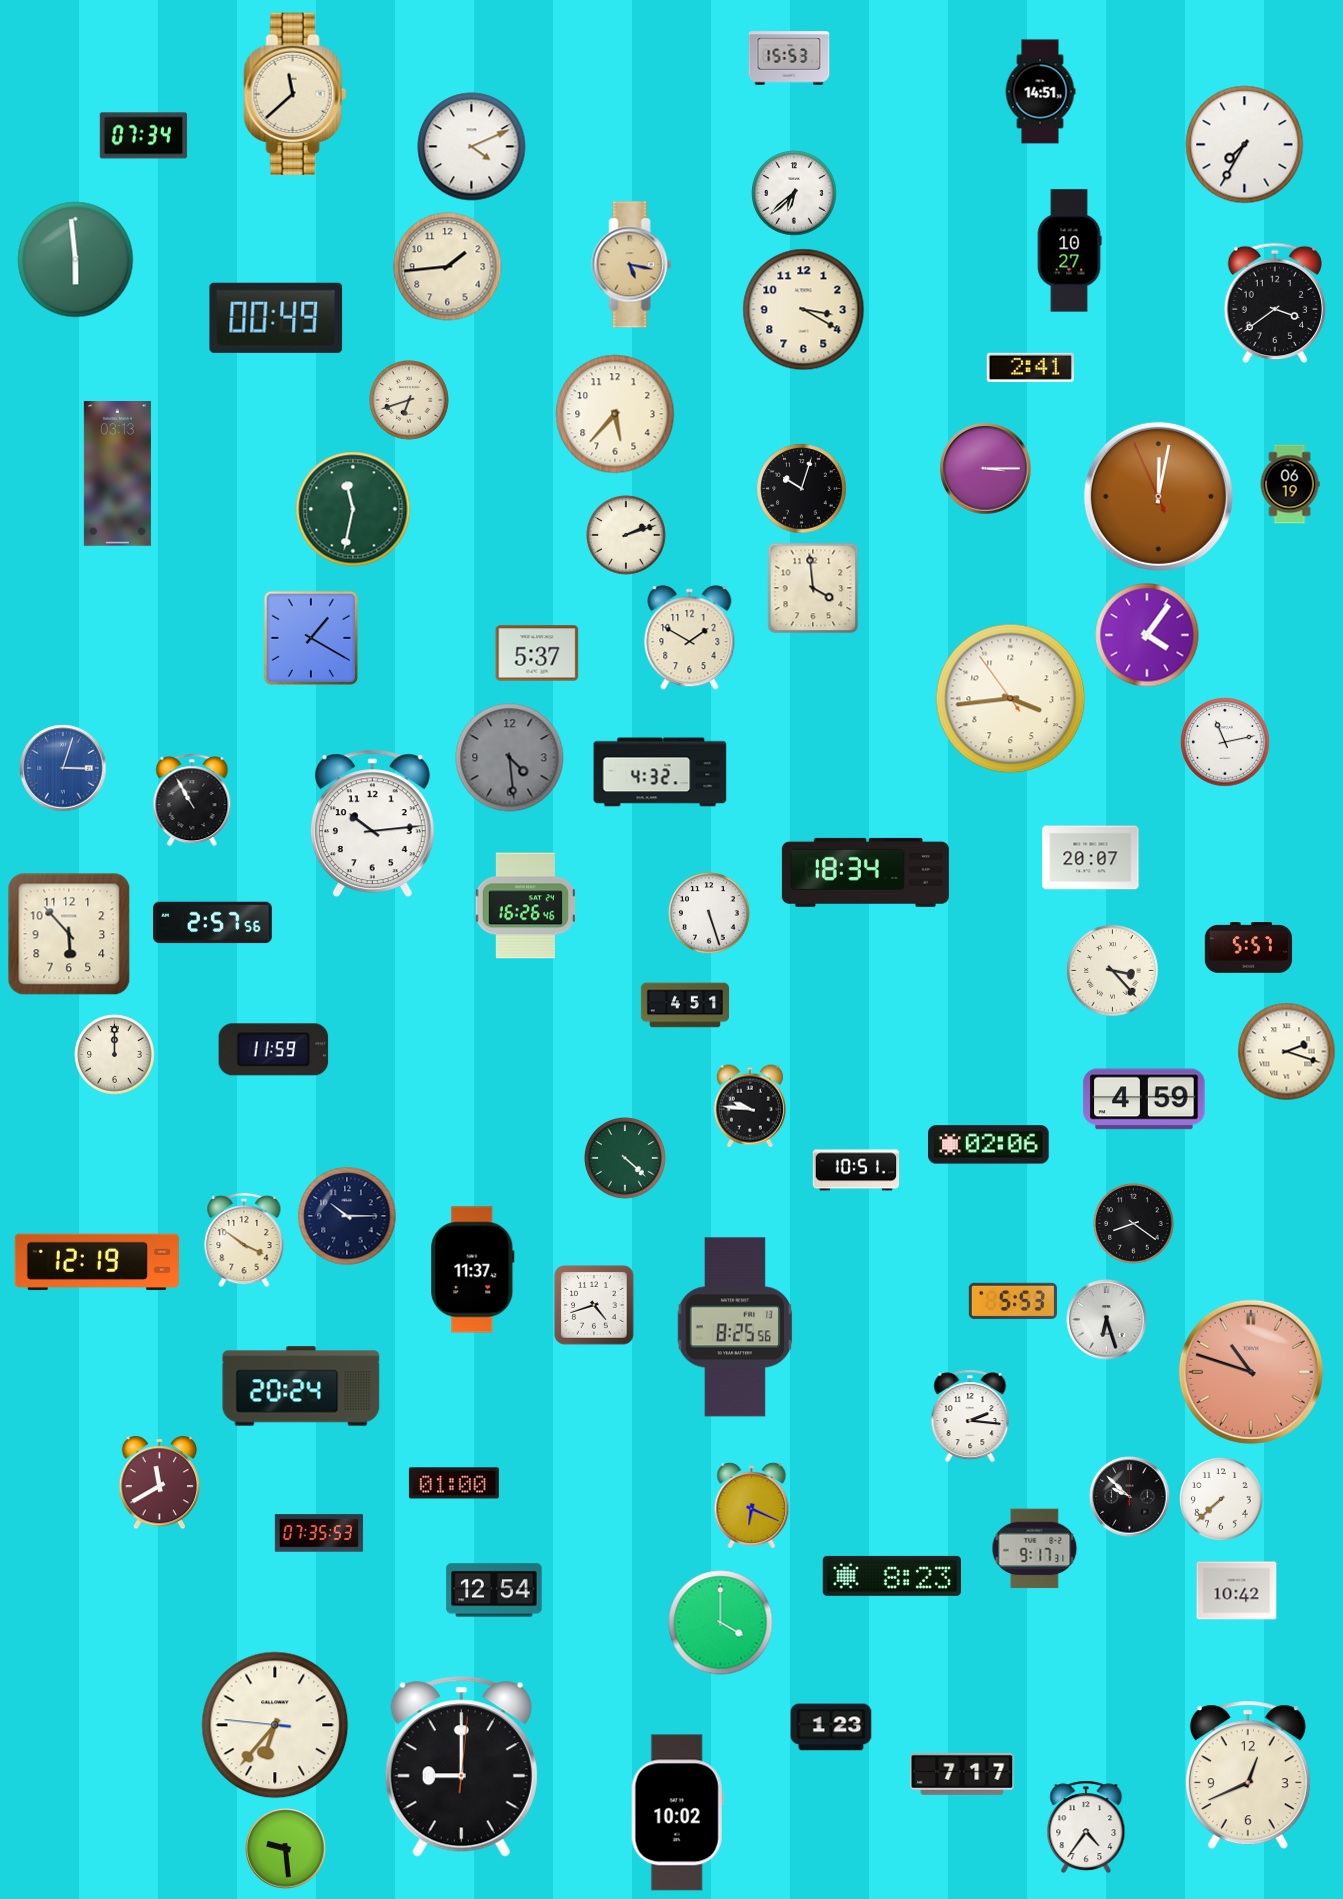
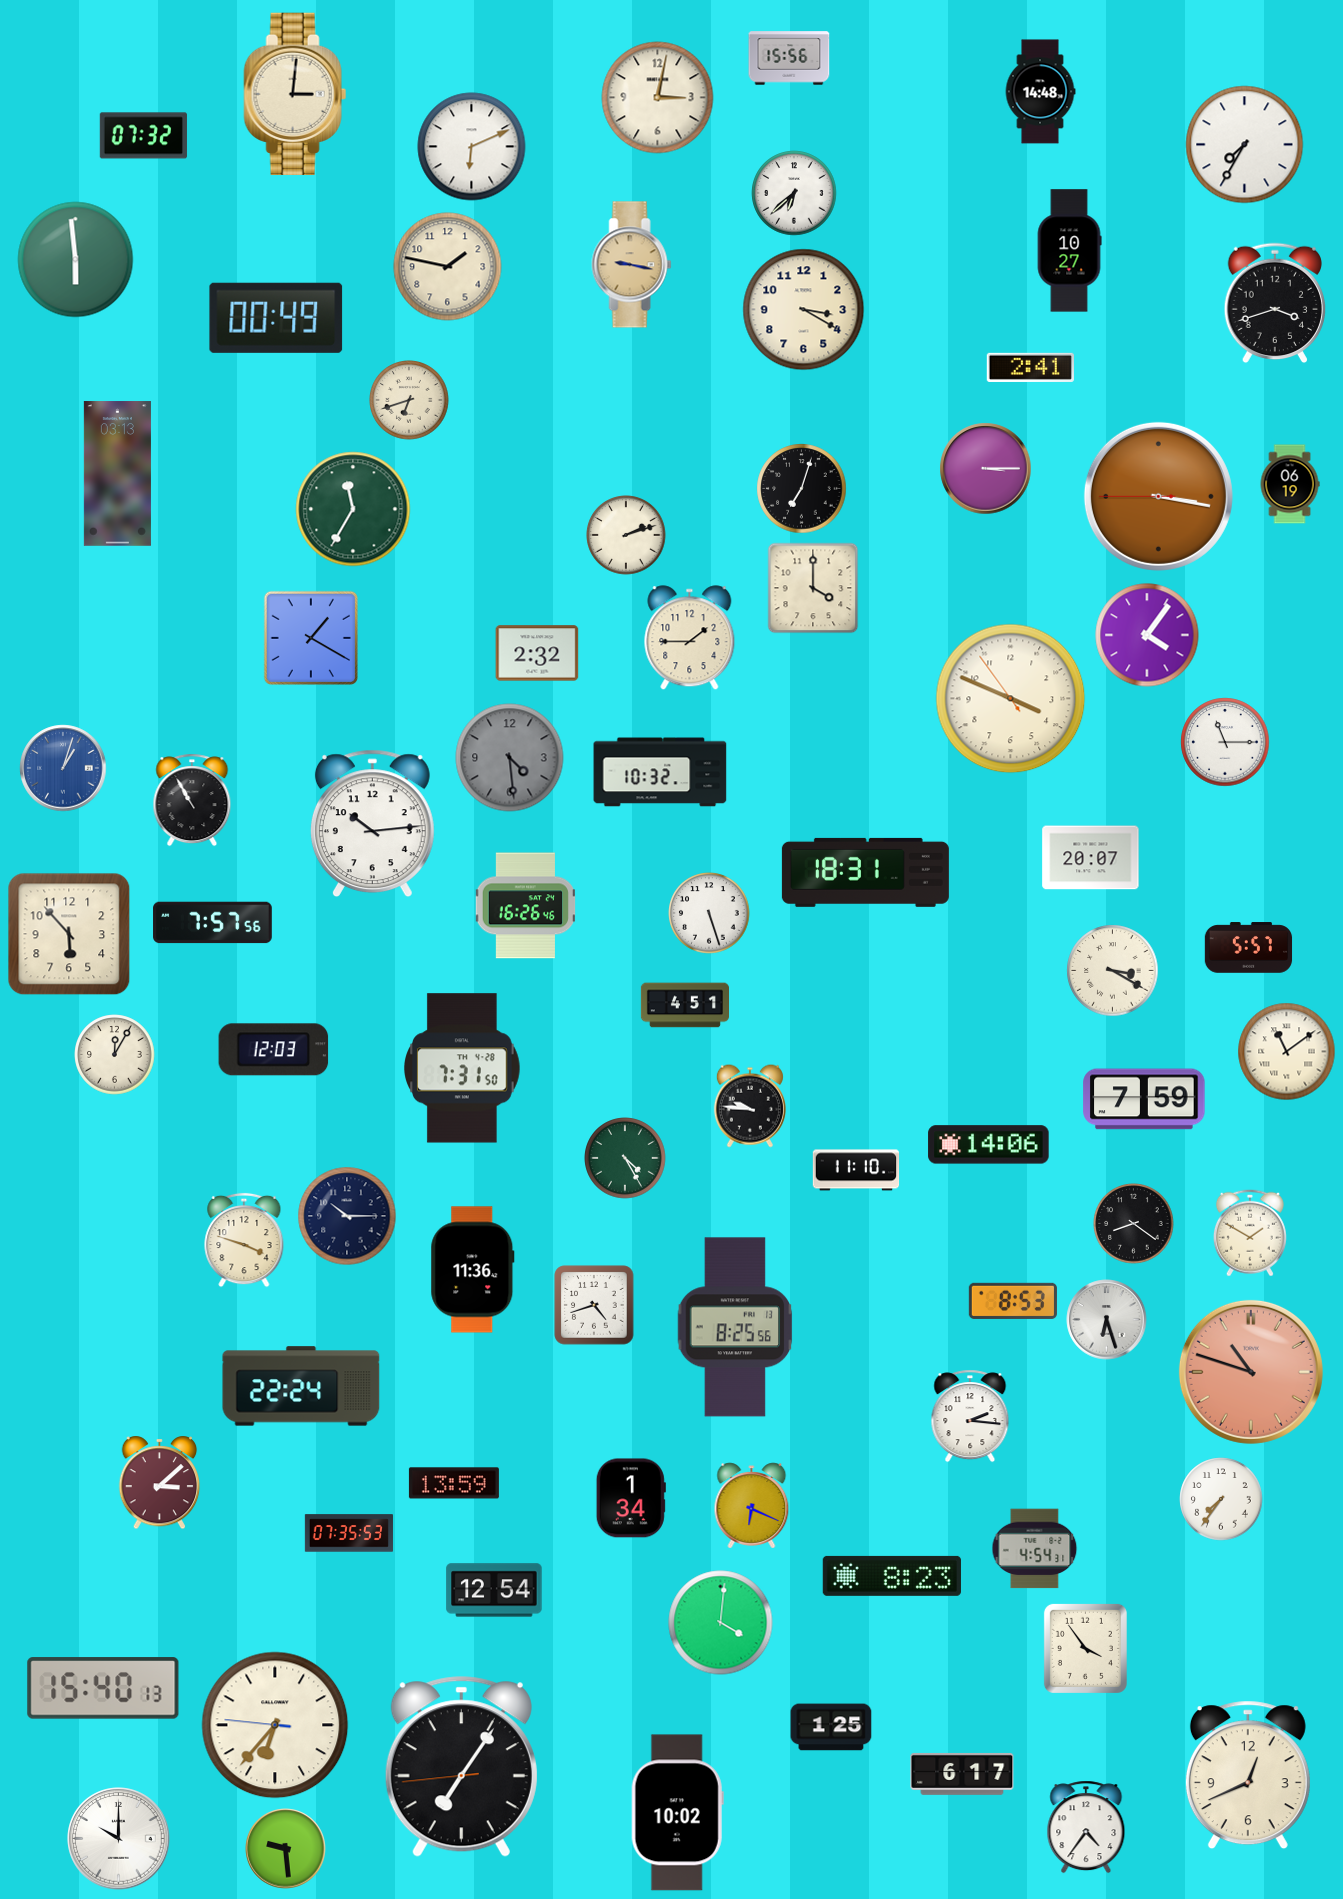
clock at (789, 58): 15:53 -> 15:56
clock at (1040, 92): 14:51 -> 14:48
clock at (295, 93): 11:38 -> 3:01
clock at (658, 98): none -> 3:02
clock at (143, 136): 07:34 -> 07:32
clock at (472, 147): 4:11 -> 6:11
clock at (632, 265): 5:17 -> 9:17
clock at (448, 267): 1:44 -> 1:47
clock at (1274, 303): 3:39 -> 3:42
clock at (615, 414): 5:37 -> none
clock at (802, 489): 10:03 -> 7:03
clock at (1158, 496): 12:01 -> 3:16
clock at (353, 509): 11:32 -> 11:35
clock at (813, 588): 3:59 -> 4:00
clock at (690, 638): 1:50 -> 1:45
clock at (537, 653): 5:37 -> 2:32
clock at (1011, 699): 3:43 -> 3:48
clock at (1225, 742): 11:13 -> 11:15
clock at (63, 768): 3:03 -> 1:03
clock at (660, 772): 4:32 -> 10:32
clock at (865, 872): 18:34 -> 18:31
clock at (213, 923): 2:57 -> 7:57
clock at (1113, 971): 3:23 -> 3:20
clock at (274, 1050): 11:59 -> 12:03
clock at (1287, 1052): 2:18 -> 11:09
clock at (115, 1055): 12:00 -> 12:05
clock at (463, 1068): none -> 7:31
clock at (1144, 1099): 4:59 -> 7:59
clock at (989, 1145): 02:06 -> 14:06
clock at (625, 1158): 4:22 -> 4:25
clock at (856, 1170): 10:51 -> 11:10
clock at (1250, 1233): none -> 1:50
clock at (244, 1240): 3:51 -> 3:48
clock at (97, 1262): 12:19 -> none
clock at (473, 1270): 11:37 -> 11:36
clock at (1013, 1301): 5:53 -> 8:53
clock at (301, 1386): 20:24 -> 22:24
clock at (160, 1483): 11:40 -> 3:08
clock at (454, 1483): 01:00 -> 13:59
clock at (1130, 1497): 9:52 -> none
clock at (631, 1498): none -> 1:34
clock at (1221, 1499): 7:38 -> 7:36
clock at (319, 1533) position: (319, 1533) -> (349, 1533)
clock at (1035, 1549): 9:17 -> 4:54
clock at (1237, 1591): 10:42 -> none
clock at (721, 1623): 4:00 -> 4:01
clock at (1085, 1648): none -> 3:54
clock at (103, 1688): none -> 15:40
clock at (831, 1727): 1:23 -> 1:25
clock at (461, 1767): 9:00 -> 7:05
clock at (962, 1774): 7:17 -> 6:17
clock at (119, 1839): none -> 10:00
